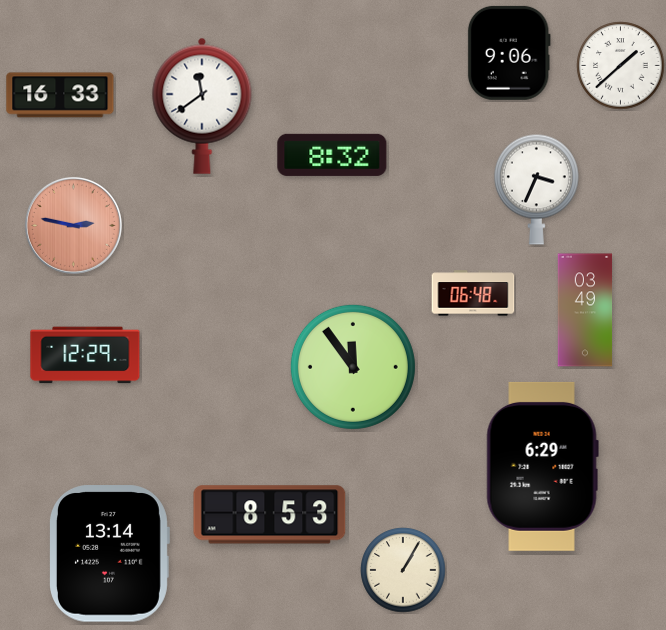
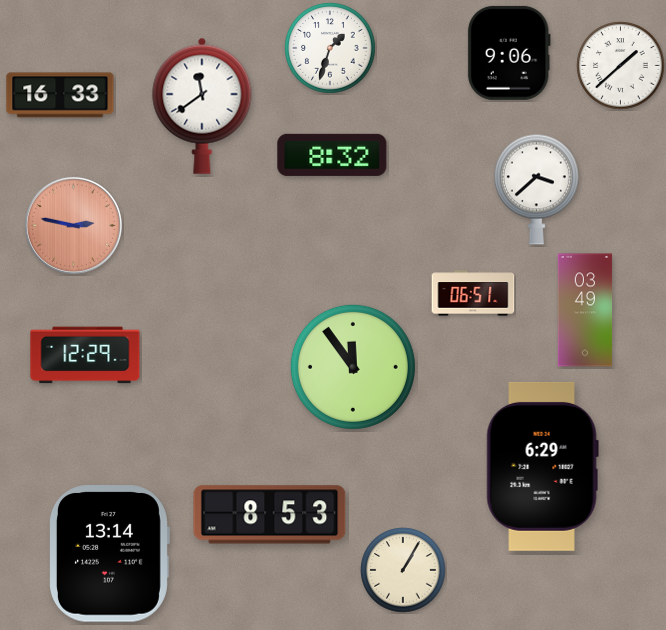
clock at (330, 48): none -> 1:33
clock at (536, 189): 3:34 -> 3:38
clock at (473, 293): 06:48 -> 06:51
